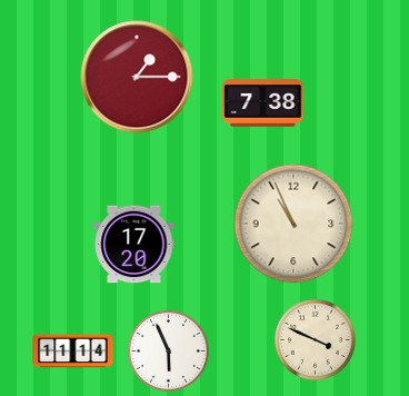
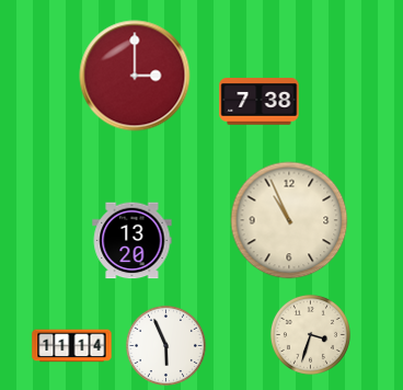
clock at (137, 77): 1:15 -> 3:00
clock at (134, 245): 17:20 -> 13:20
clock at (315, 339): 3:49 -> 3:33
